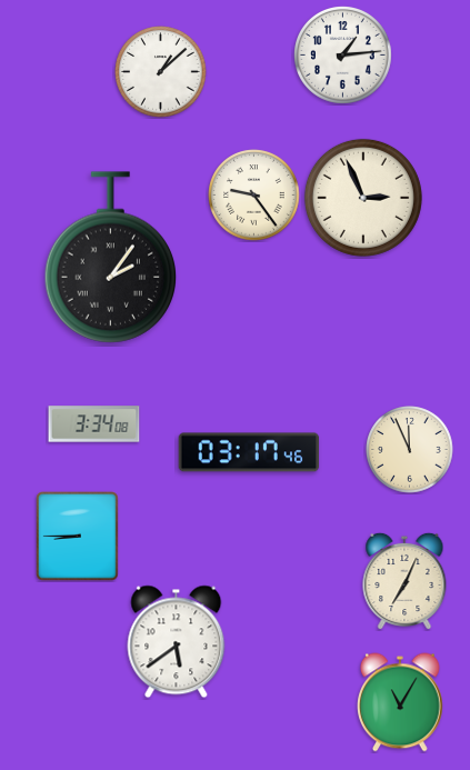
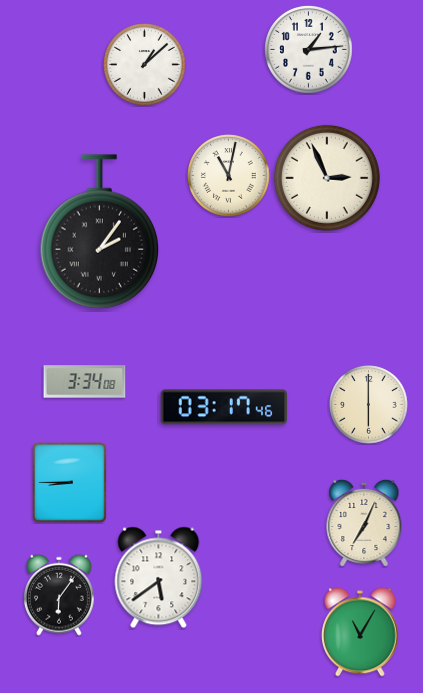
clock at (254, 196): 9:24 -> 11:02
clock at (410, 450): 11:56 -> 6:00
clock at (60, 595): none -> 6:06
